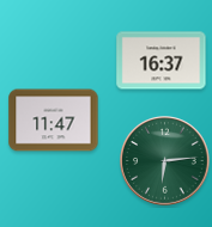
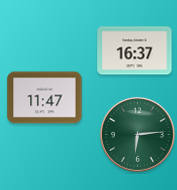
clock at (54, 121) position: (54, 121) -> (45, 98)
